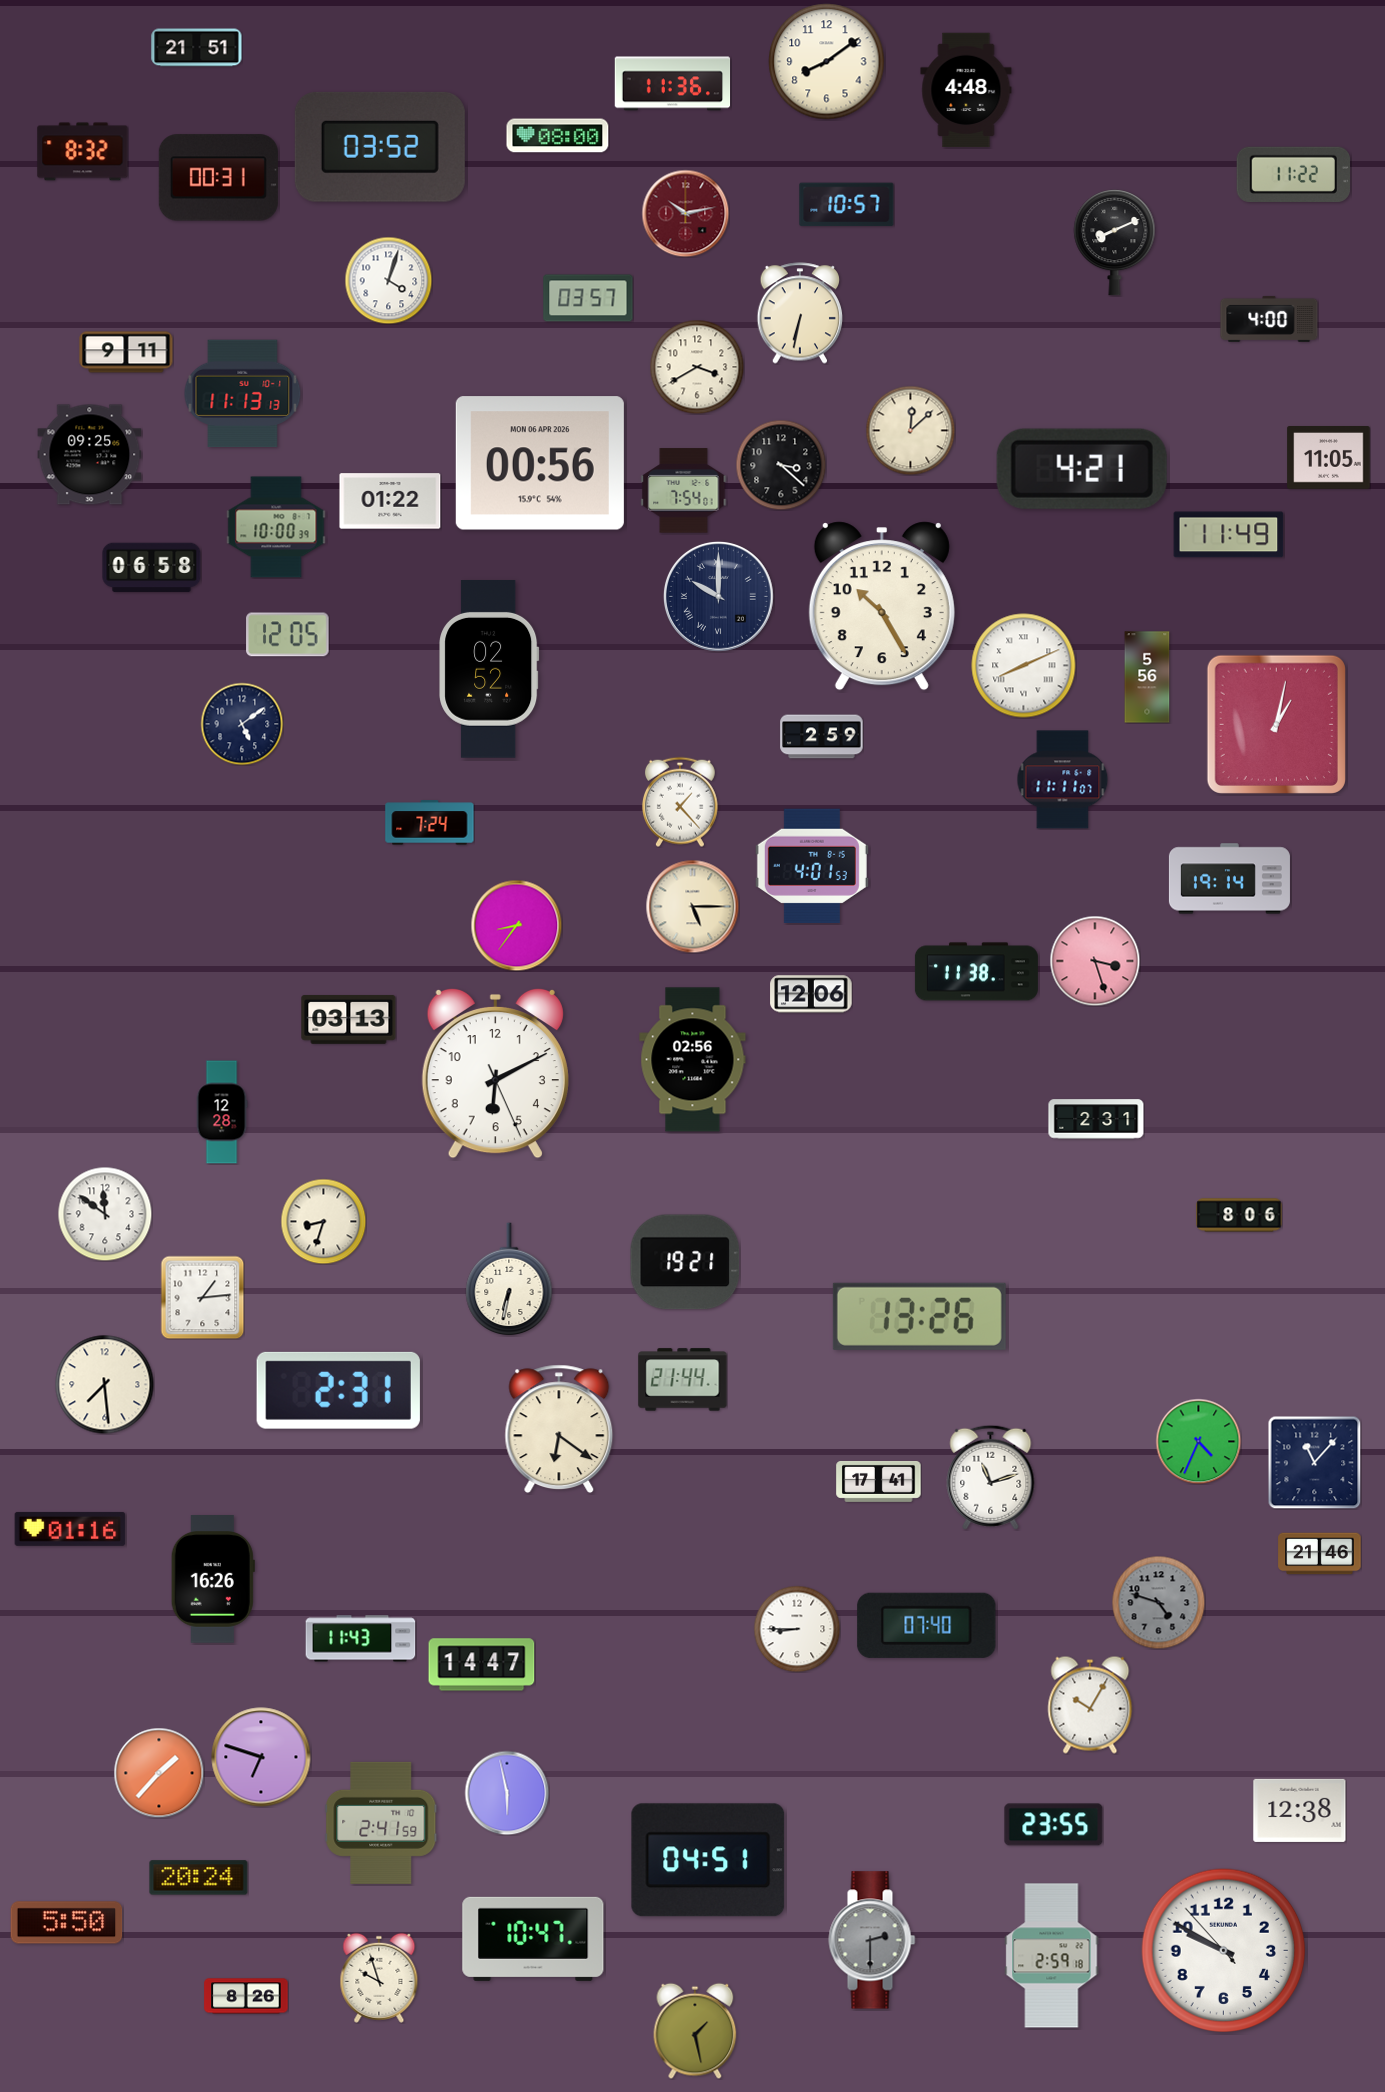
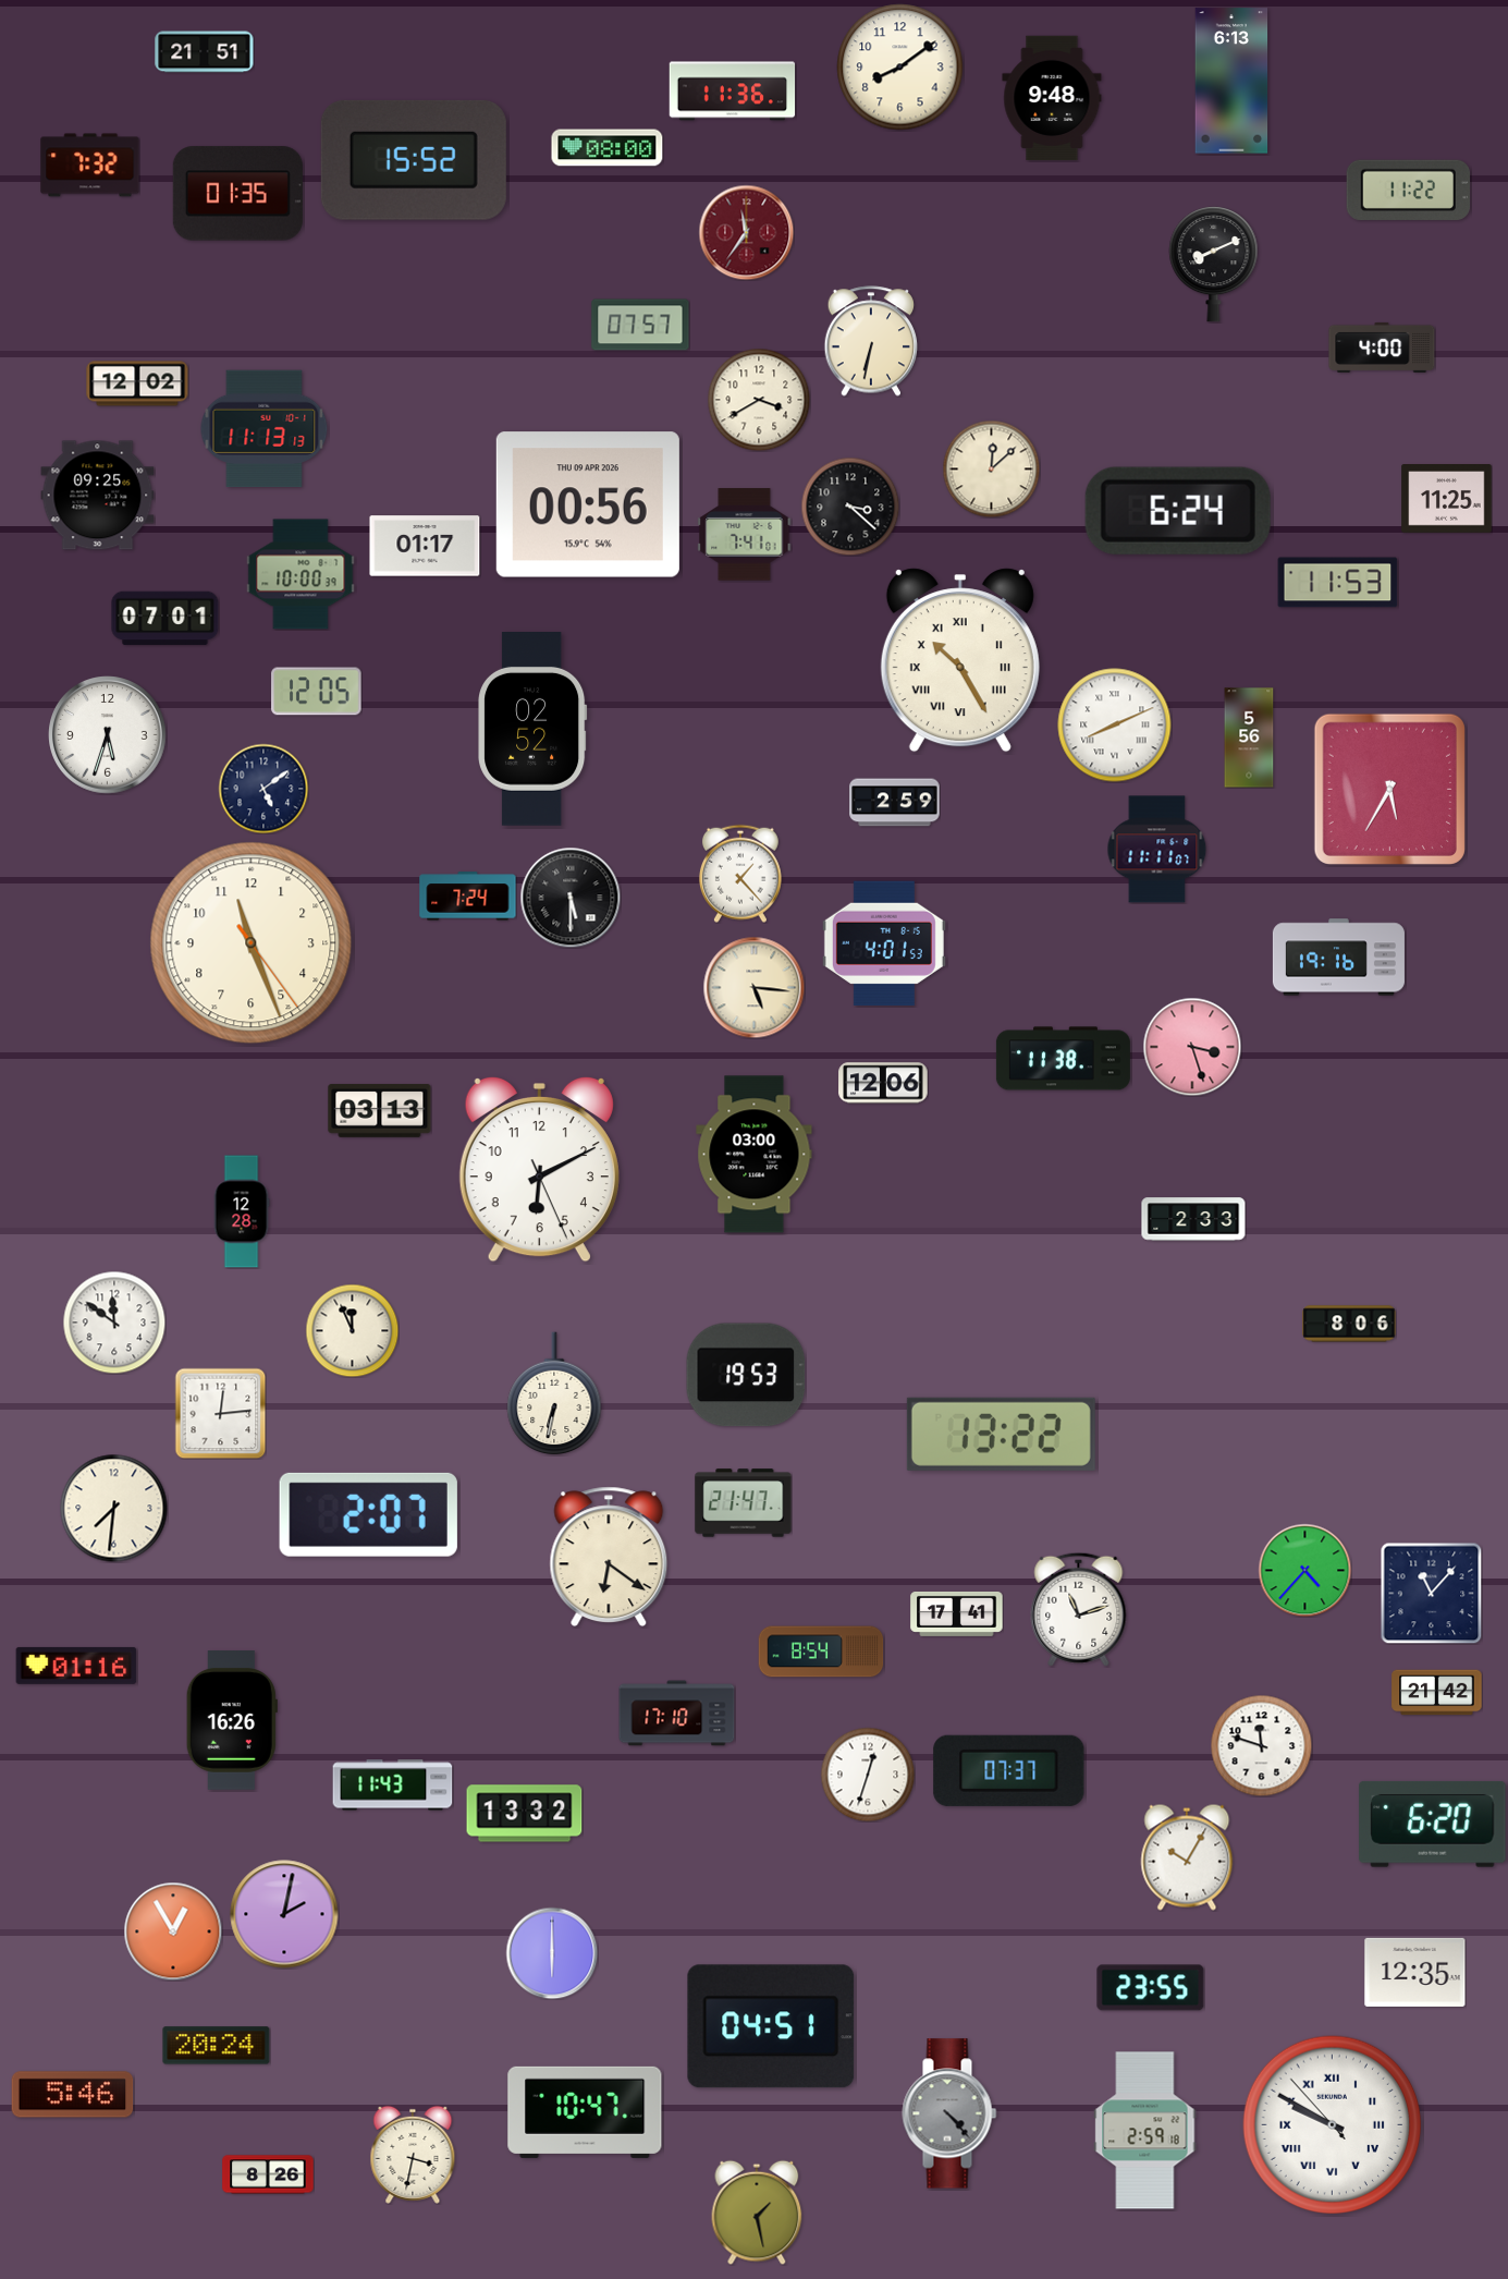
clock at (197, 48) position: (197, 48) -> (205, 52)
clock at (1231, 81): none -> 6:13
clock at (966, 90): 4:48 -> 9:48
clock at (380, 147): 03:52 -> 15:52
clock at (83, 152): 8:32 -> 7:32
clock at (218, 178): 00:31 -> 01:35
clock at (847, 205): 10:57 -> none
clock at (685, 213): 10:13 -> 11:36
clock at (388, 280): 4:03 -> none
clock at (588, 298): 03:57 -> 07:57
clock at (126, 352): 9:11 -> 12:02
clock at (1329, 458): 11:05 -> 11:25
clock at (540, 463) date: MON 06 APR 2026 -> THU 09 APR 2026
clock at (1082, 469): 4:21 -> 6:24
clock at (684, 491): 7:54 -> 7:41
clock at (390, 501): 01:22 -> 01:17
clock at (1229, 535): 11:49 -> 11:53
clock at (152, 568): 06:58 -> 07:01
clock at (719, 597): 10:00 -> none
clock at (882, 606) numerals: Arabic -> Roman
clock at (288, 635) position: (288, 635) -> (317, 692)
clock at (108, 735): none -> 5:33
clock at (1276, 724): 1:02 -> 5:35
clock at (571, 898): none -> 5:30
clock at (252, 943): none -> 11:26
clock at (1229, 879): 19:14 -> 19:16
clock at (692, 906): 5:15 -> 5:16
clock at (516, 925): 8:36 -> none
clock at (693, 1060): 02:56 -> 03:00
clock at (1096, 1119): 2:31 -> 2:33
clock at (323, 1221): 8:33 -> 11:56
clock at (685, 1262): 19:21 -> 19:53
clock at (202, 1297): 1:14 -> 12:14
clock at (919, 1316): 13:26 -> 13:22
clock at (683, 1380): 21:44 -> 21:47
clock at (105, 1385): 7:29 -> 7:31
clock at (338, 1390): 2:31 -> 2:07
clock at (1198, 1441): 4:34 -> 4:37
clock at (821, 1652): none -> 8:54
clock at (1320, 1554): 21:46 -> 21:42
clock at (677, 1714): none -> 17:10
clock at (1158, 1602): 4:48 -> 11:48
clock at (1158, 1602) dial: grey -> white
clock at (927, 1625): 07:40 -> 07:37
clock at (797, 1629): 8:45 -> 12:33
clock at (482, 1665): 14:47 -> 13:32
clock at (1433, 1825): none -> 6:20
clock at (261, 1757): 6:48 -> 2:02
clock at (159, 1773): 1:37 -> 12:55
clock at (507, 1793): 5:58 -> 6:00
clock at (1300, 1810): 12:38 -> 12:35
clock at (381, 1823): 2:41 -> none
clock at (1054, 1825) position: (1054, 1825) -> (1151, 1988)
clock at (67, 1923): 5:50 -> 5:46
clock at (533, 1939) position: (533, 1939) -> (585, 2112)
clock at (872, 1940): 2:30 -> 4:23
clock at (1224, 1951) numerals: Arabic -> Roman
clock at (379, 1978): 9:57 -> 3:32
